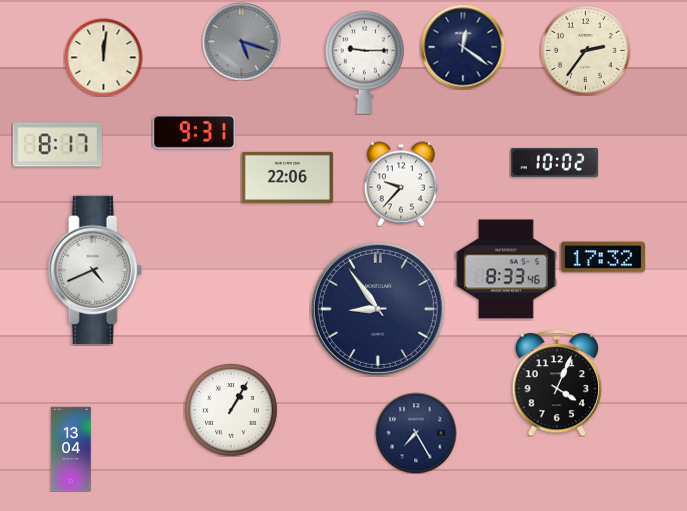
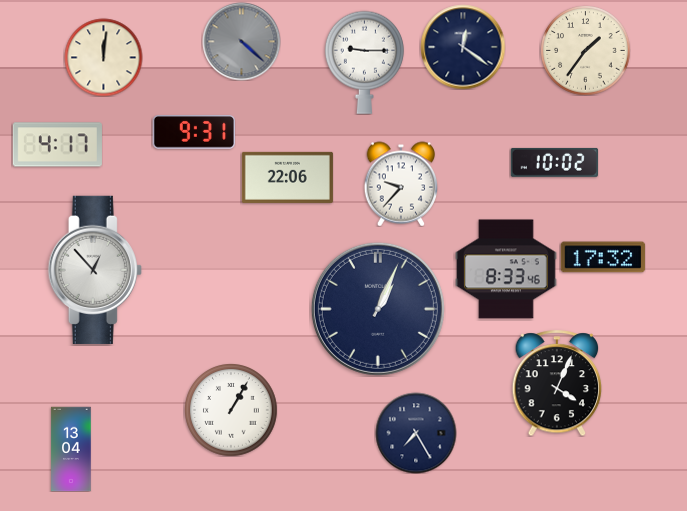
clock at (241, 41): 5:18 -> 4:22
clock at (585, 50): 2:36 -> 1:36
clock at (57, 145): 8:17 -> 4:17
clock at (95, 270): 4:41 -> 12:53
clock at (378, 309): 8:54 -> 1:04
